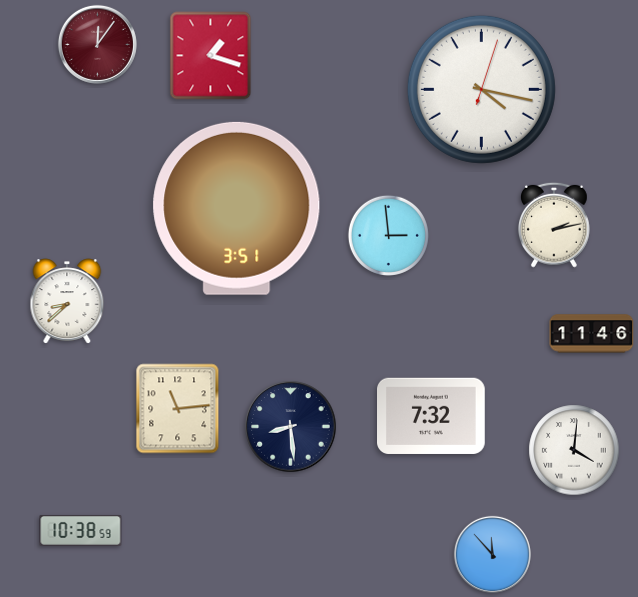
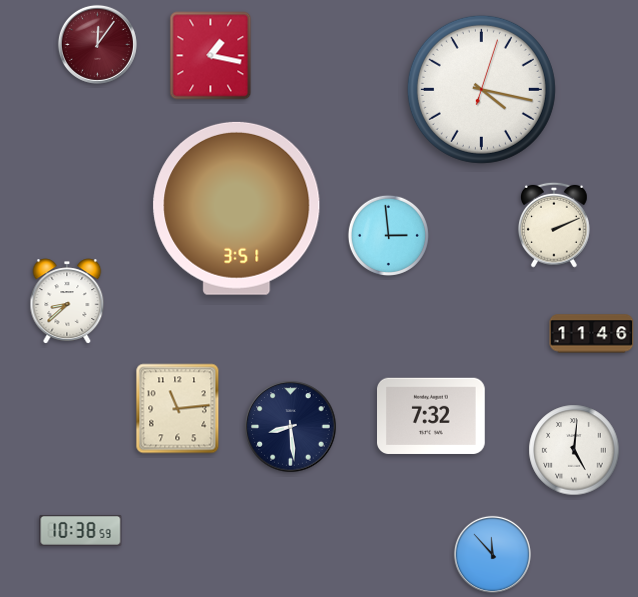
clock at (211, 56): 1:18 -> 1:17
clock at (554, 225): 2:13 -> 2:11
clock at (574, 450): 4:01 -> 5:01
